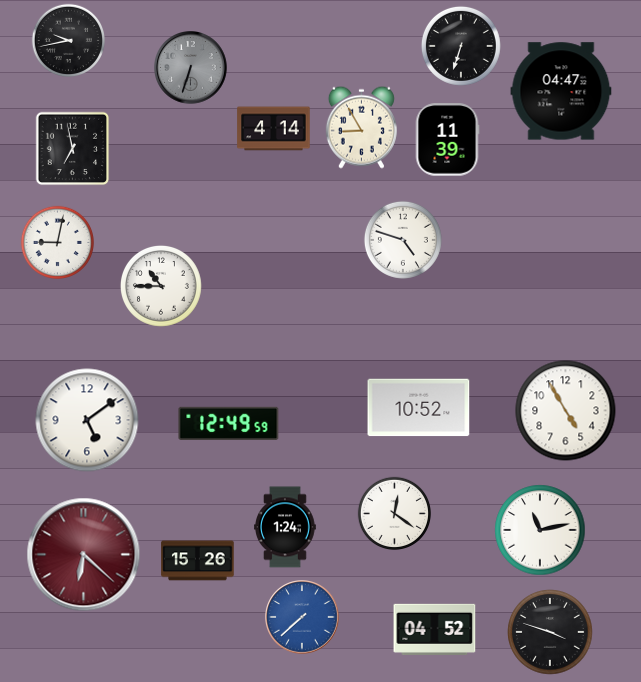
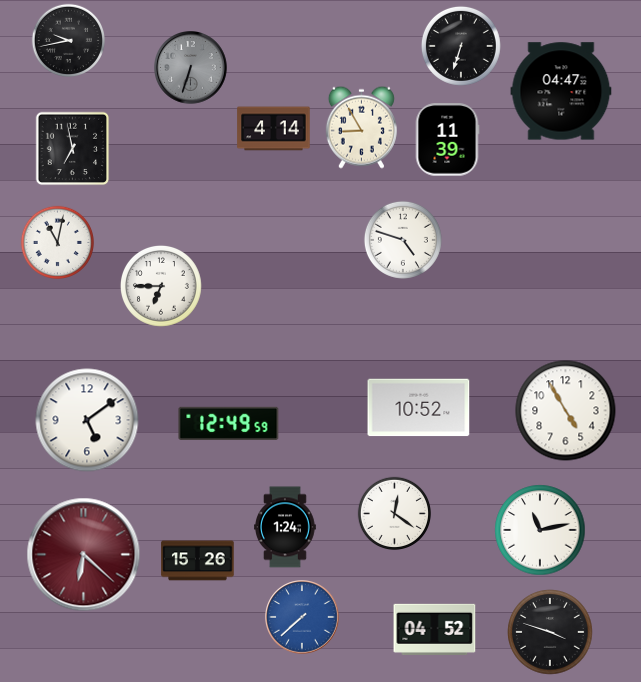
clock at (57, 242): 9:02 -> 11:02
clock at (161, 286): 10:45 -> 6:45
